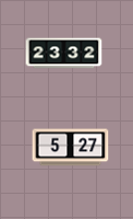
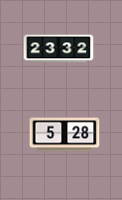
clock at (71, 148): 5:27 -> 5:28
